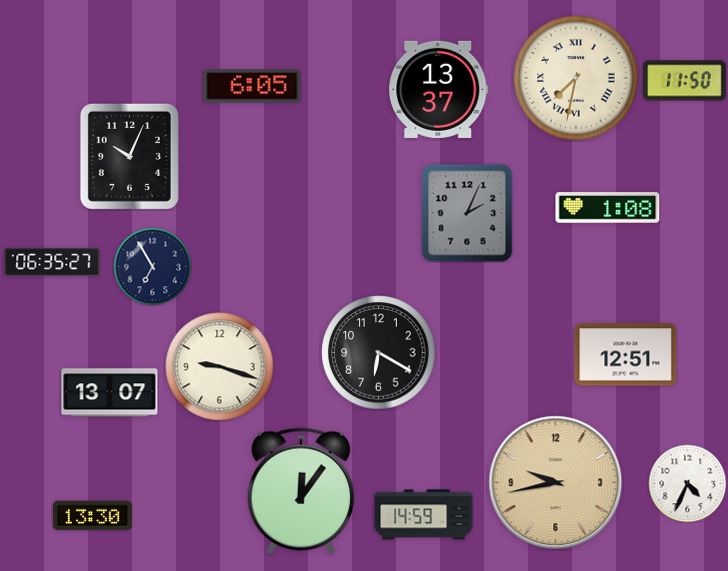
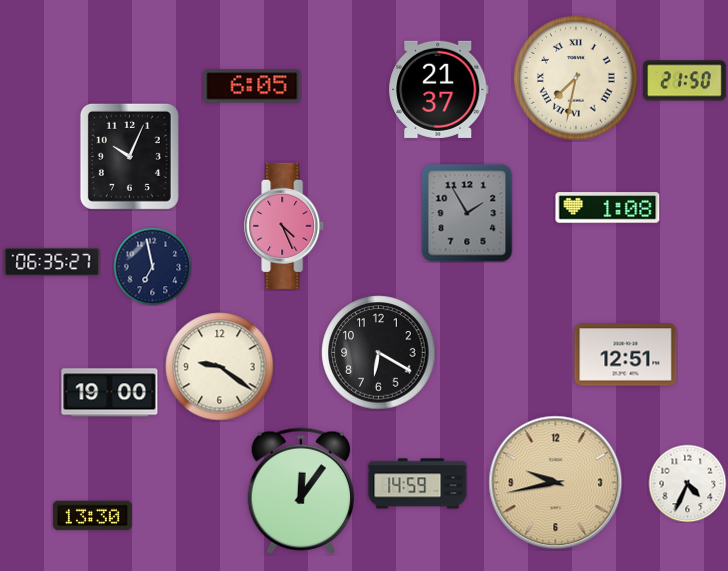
clock at (685, 81): 11:50 -> 21:50
clock at (439, 89): 13:37 -> 21:37
clock at (467, 213): 2:04 -> 1:55
clock at (285, 226): none -> 4:26
clock at (152, 266): 6:55 -> 6:58
clock at (220, 367): 9:18 -> 9:21
clock at (110, 393): 13:07 -> 19:00
clock at (424, 515) position: (424, 515) -> (418, 484)
